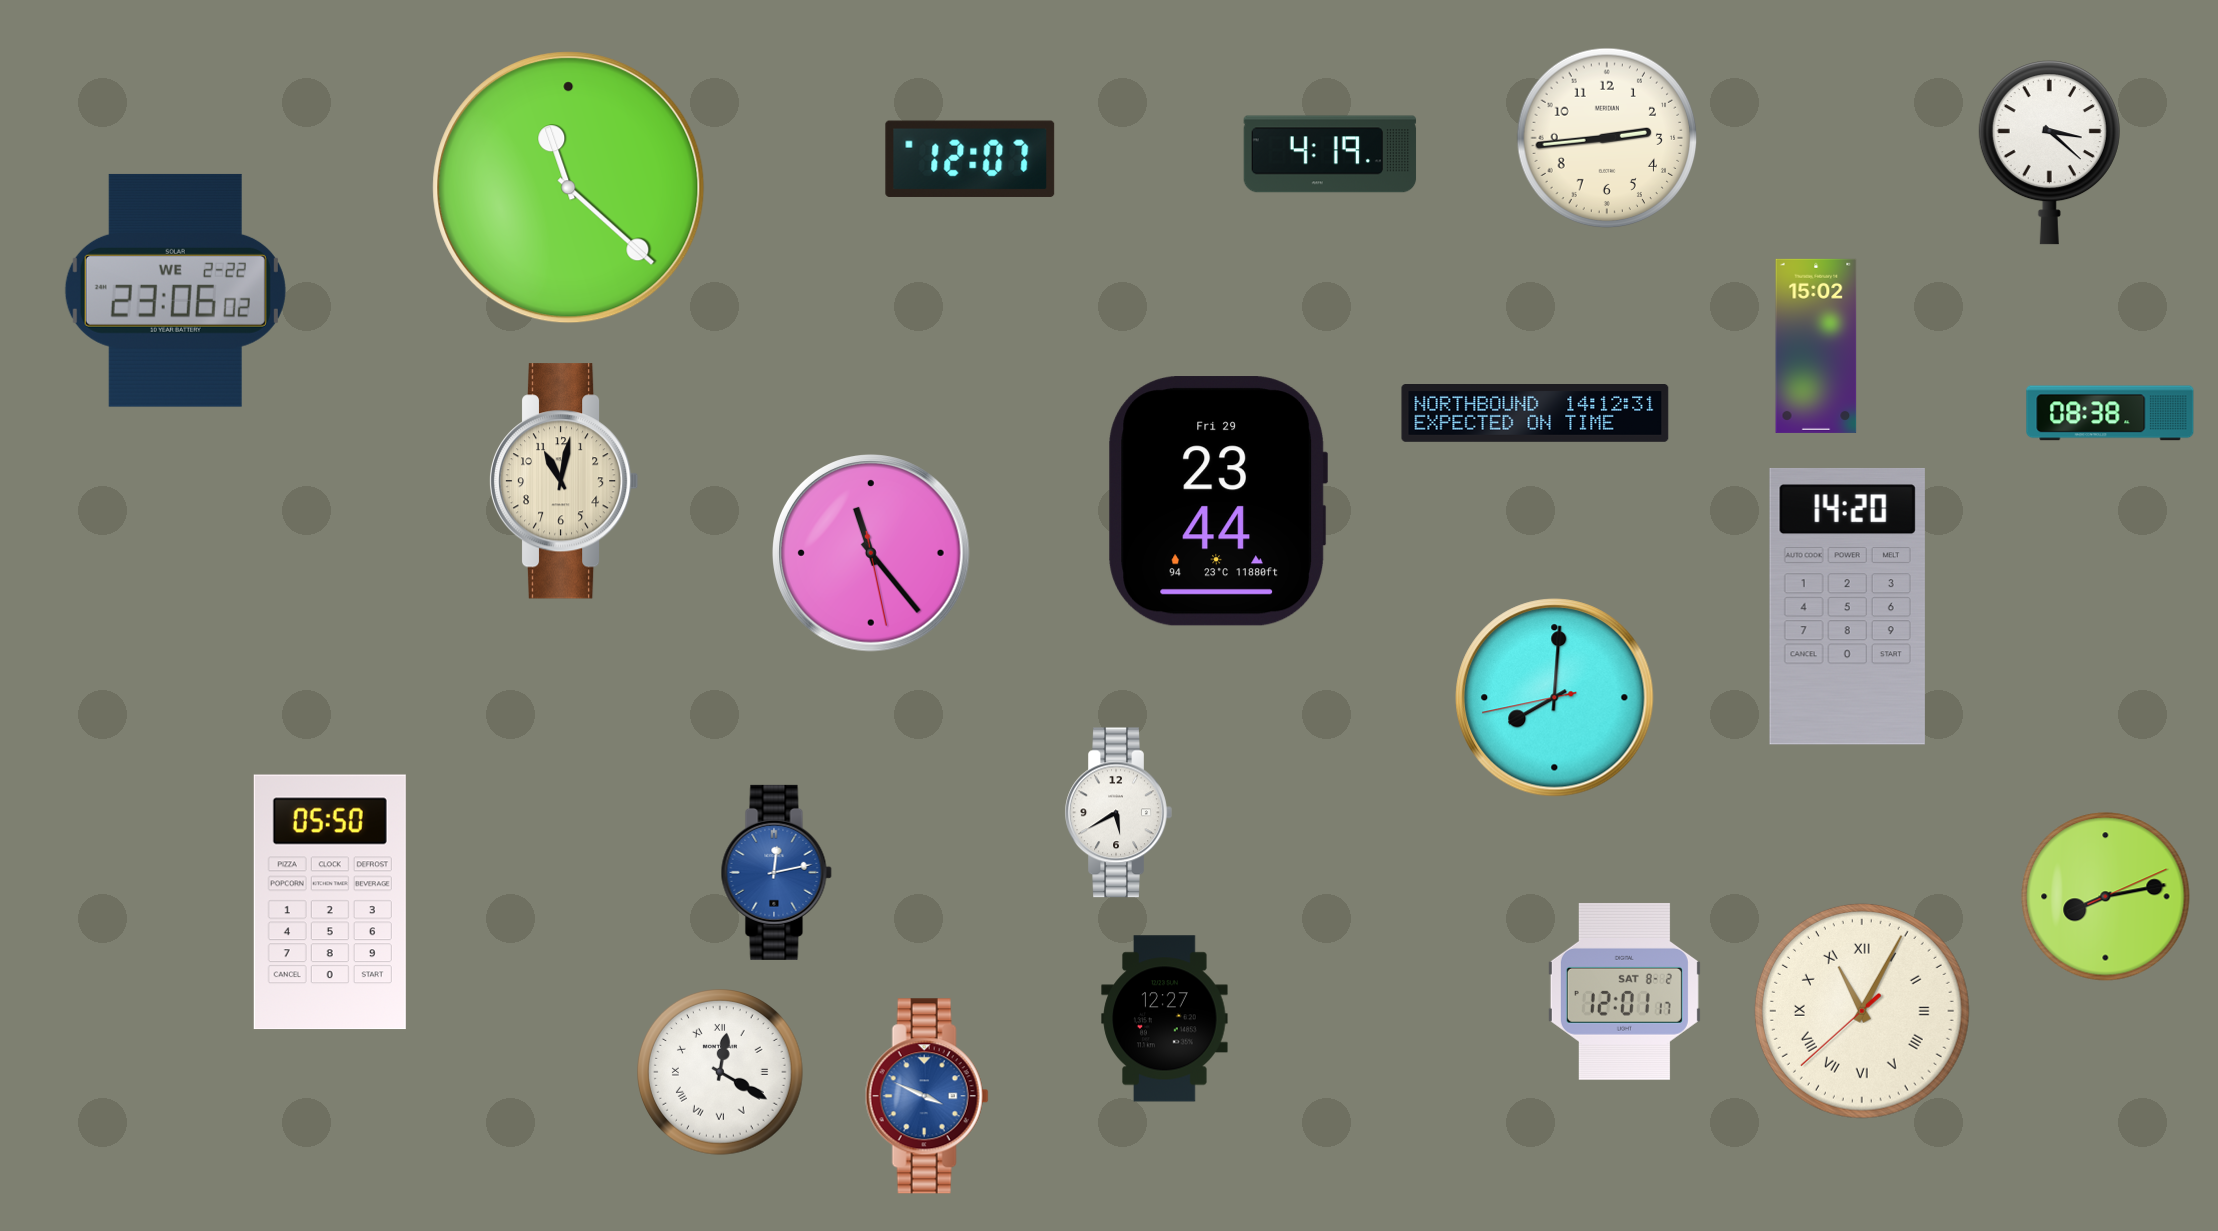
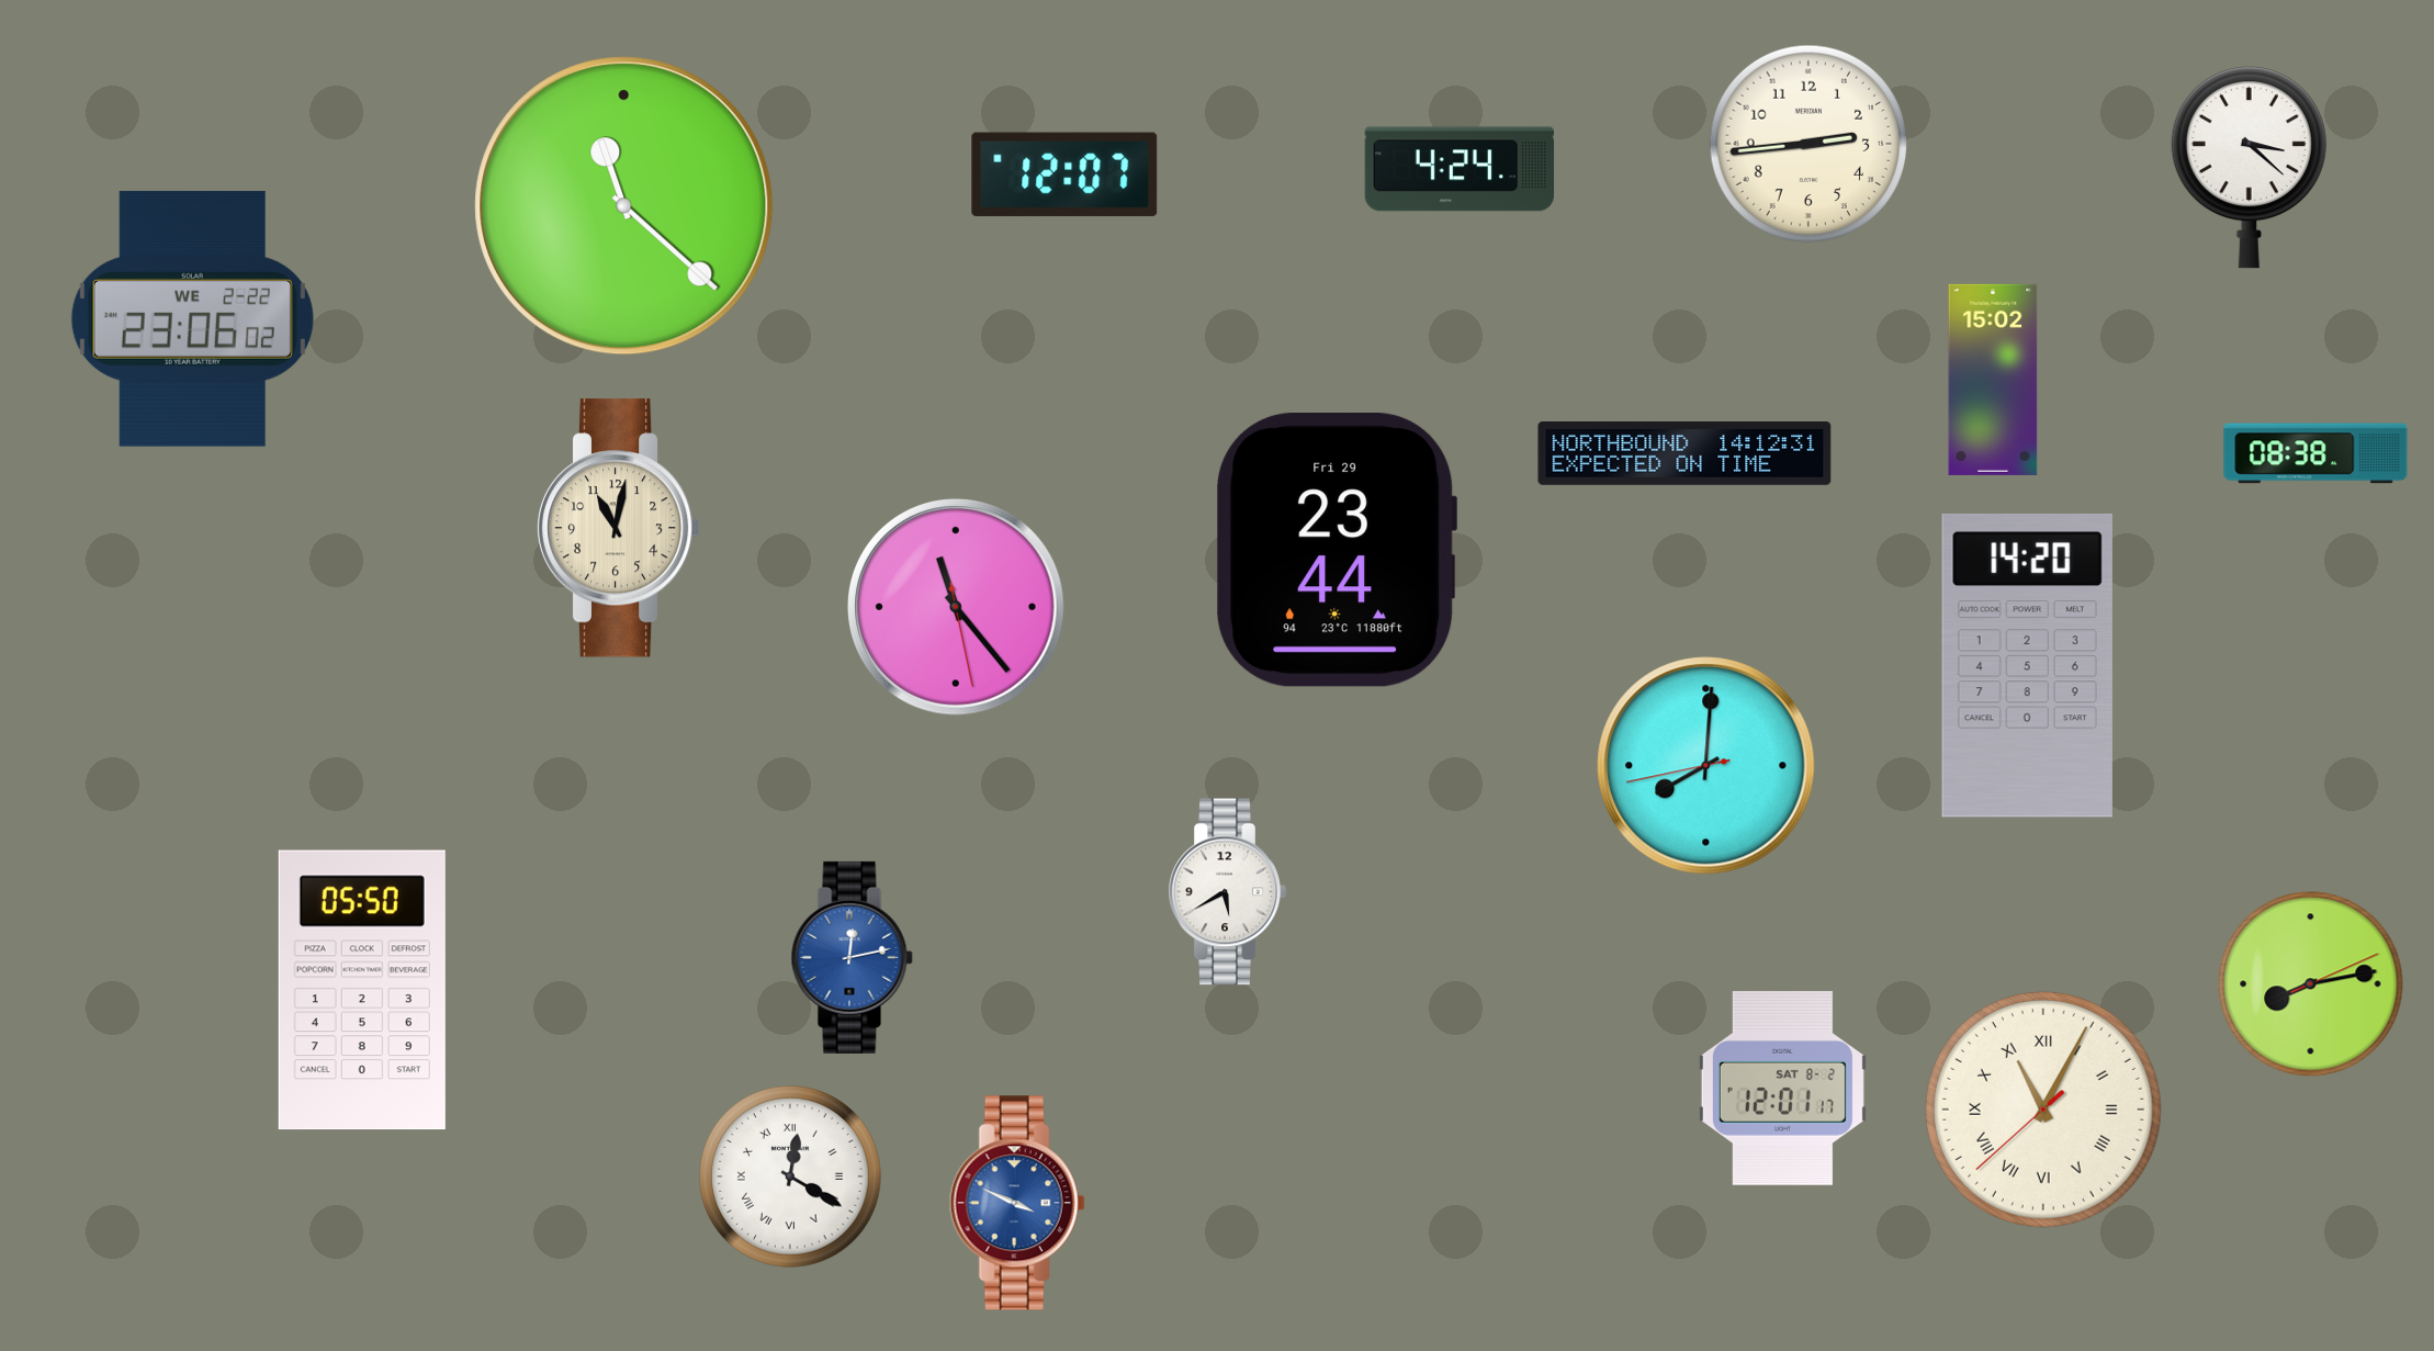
clock at (1607, 138) position: (1607, 138) -> (1808, 144)
clock at (1330, 154): 4:19 -> 4:24
clock at (1165, 1019): 12:27 -> none
